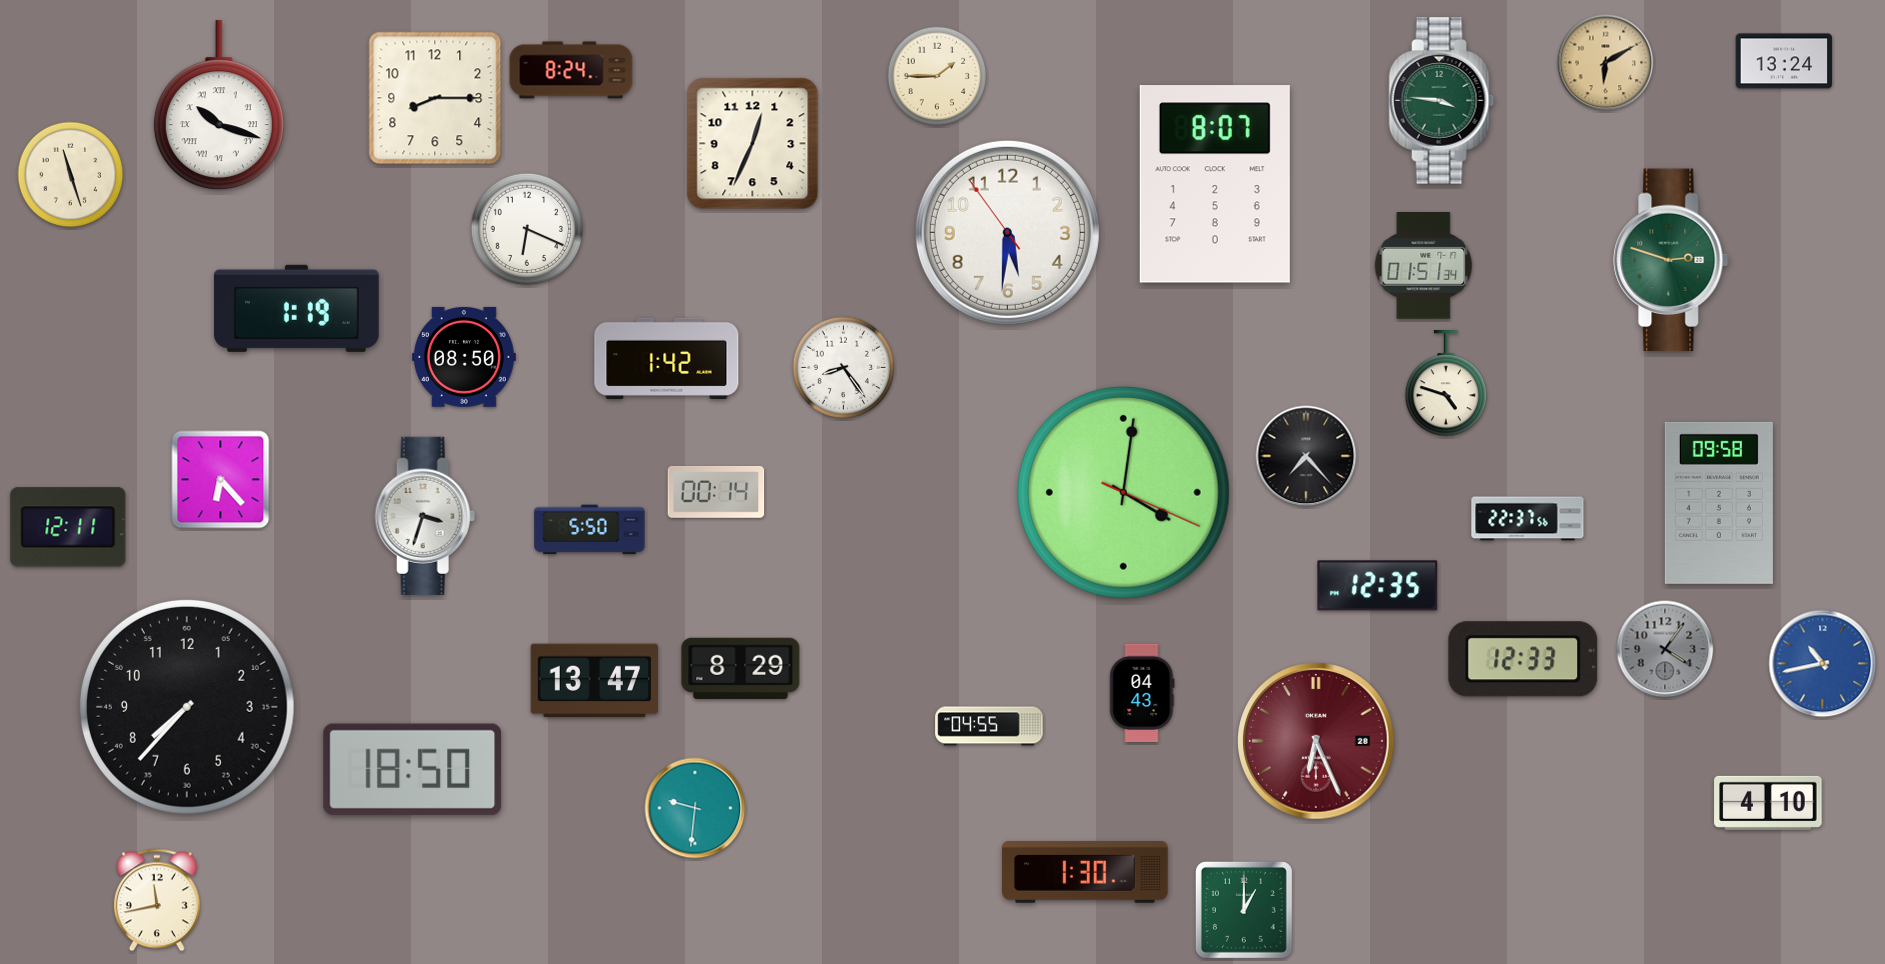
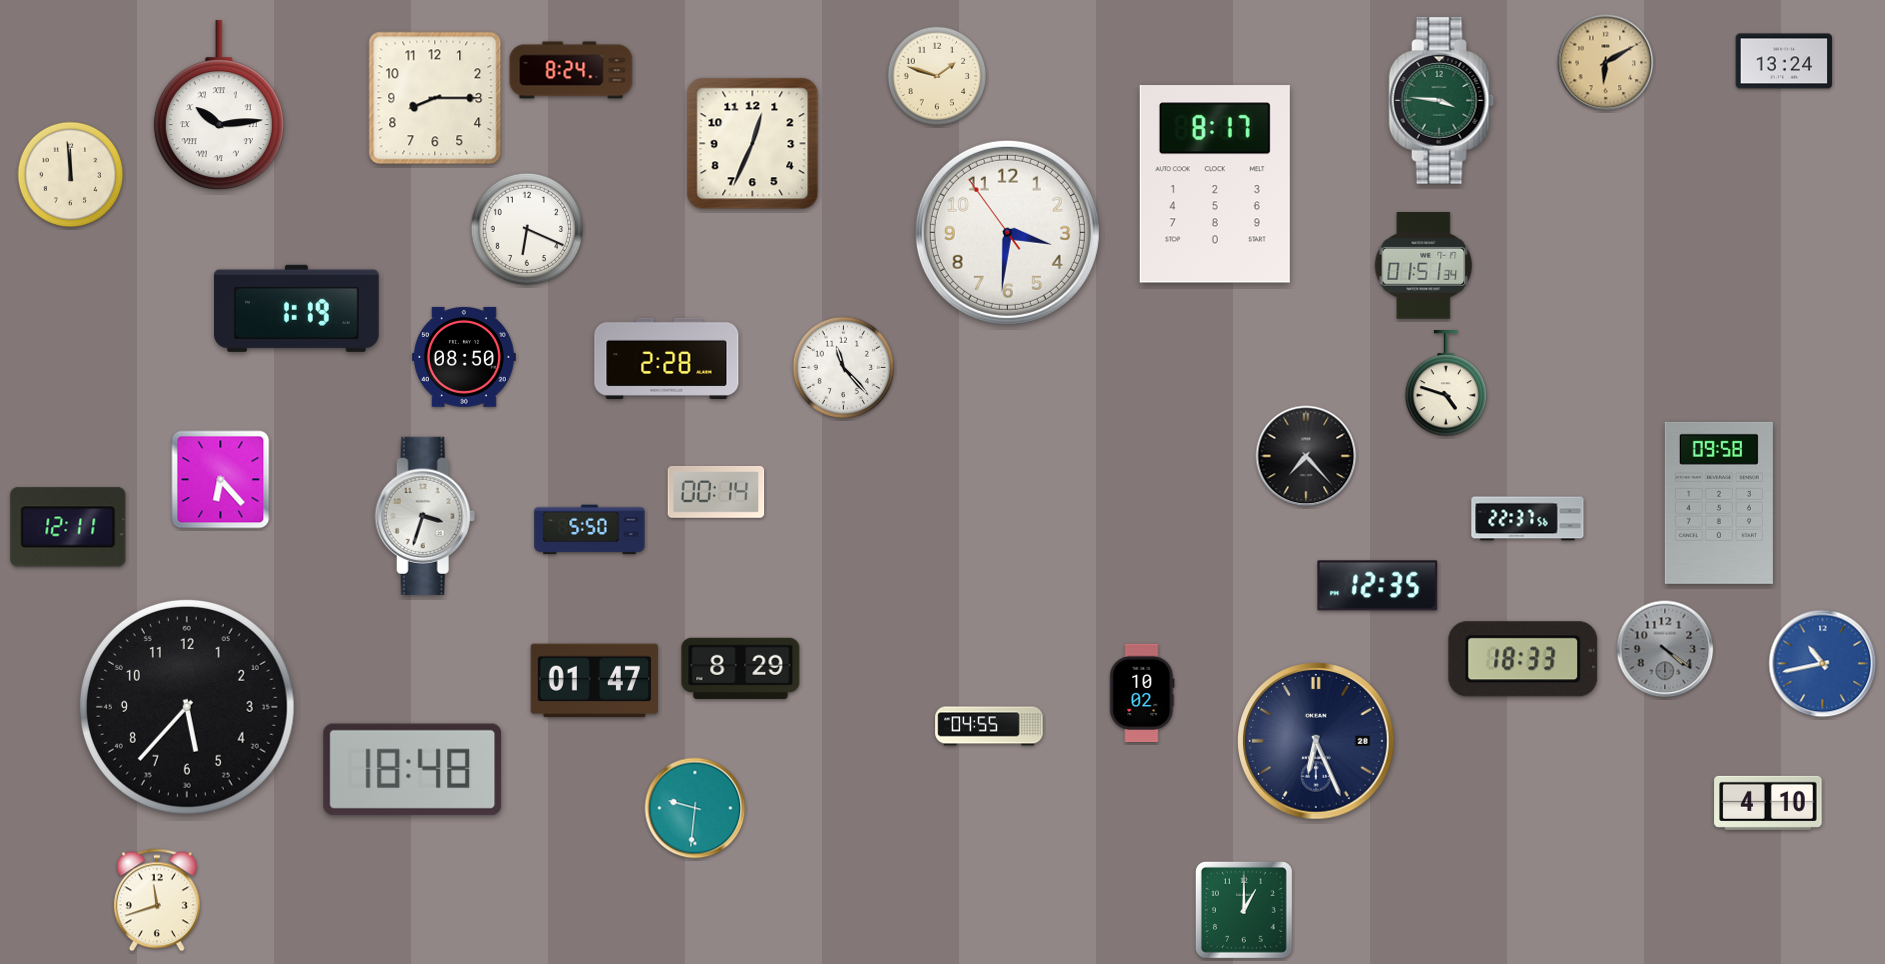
clock at (937, 76): 1:45 -> 1:48
clock at (219, 106): 10:18 -> 10:14
clock at (71, 175): 11:27 -> 11:59
clock at (1215, 184): 8:07 -> 8:17
clock at (1007, 232): 5:30 -> 3:30
clock at (1671, 260): 2:48 -> none
clock at (667, 358): 1:42 -> 2:28
clock at (844, 368): 8:24 -> 11:23
clock at (1123, 492): 4:01 -> none
clock at (1665, 649): 4:06 -> 4:21
clock at (1523, 659): 12:33 -> 18:33
clock at (594, 681): 13:47 -> 01:47
clock at (1142, 693): 04:43 -> 10:02
clock at (187, 707): 7:37 -> 5:37
clock at (1316, 741) dial: burgundy -> navy
clock at (413, 769): 18:50 -> 18:48
clock at (1085, 872): 1:30 -> none
clock at (157, 900): 11:43 -> 11:42
